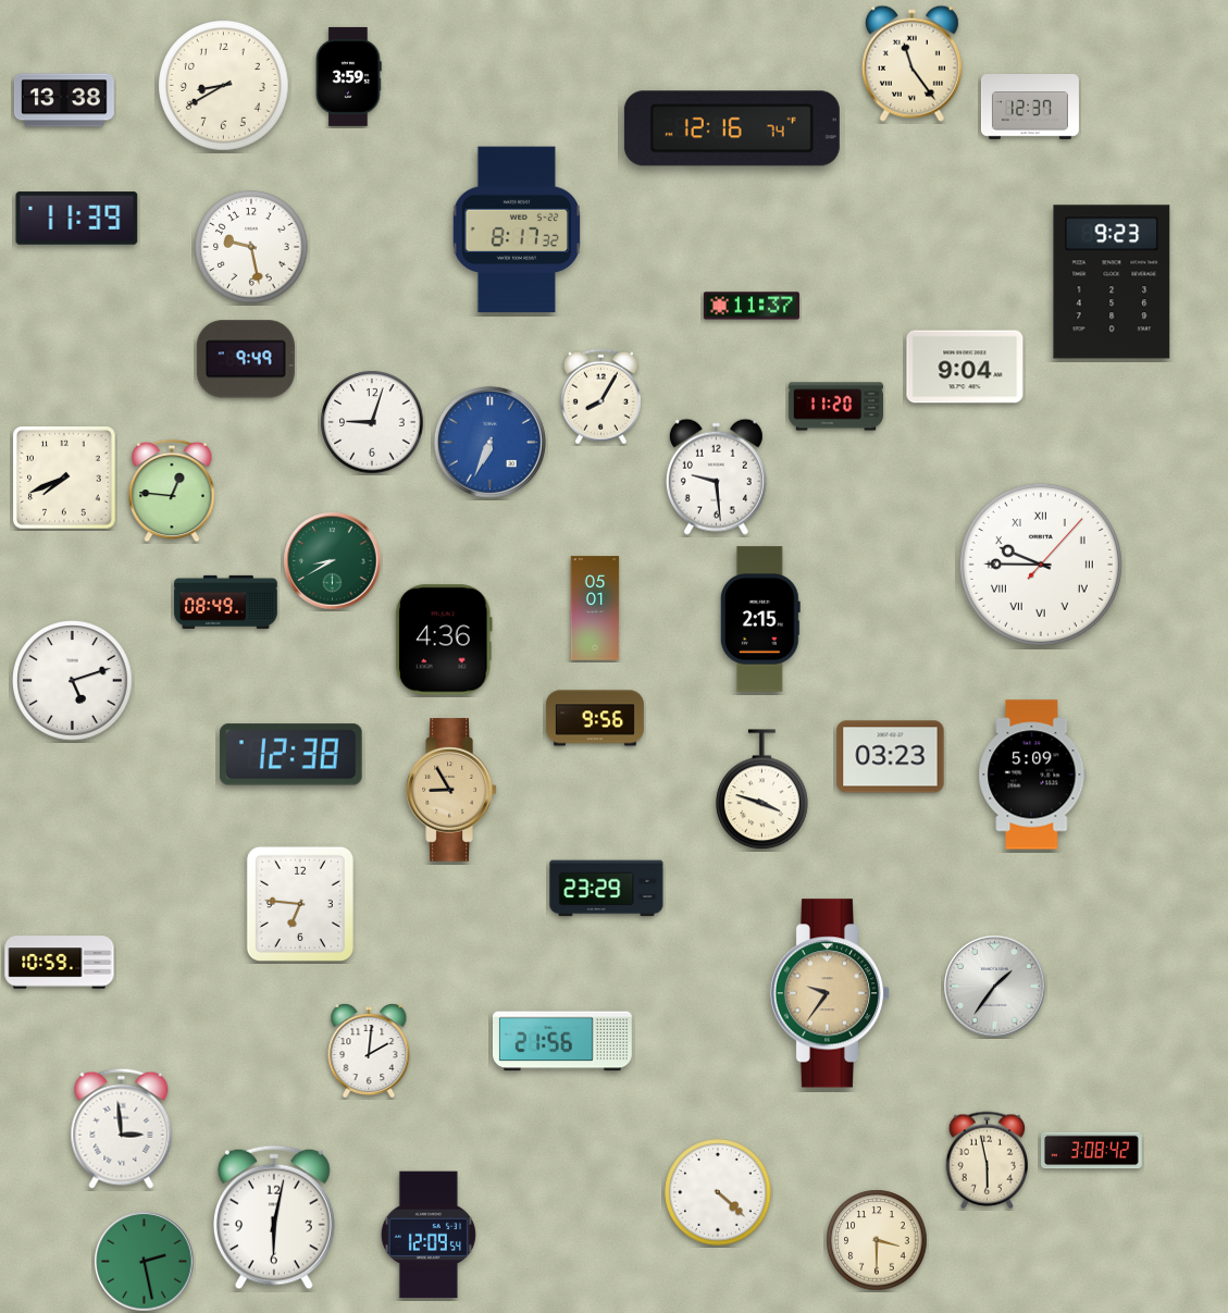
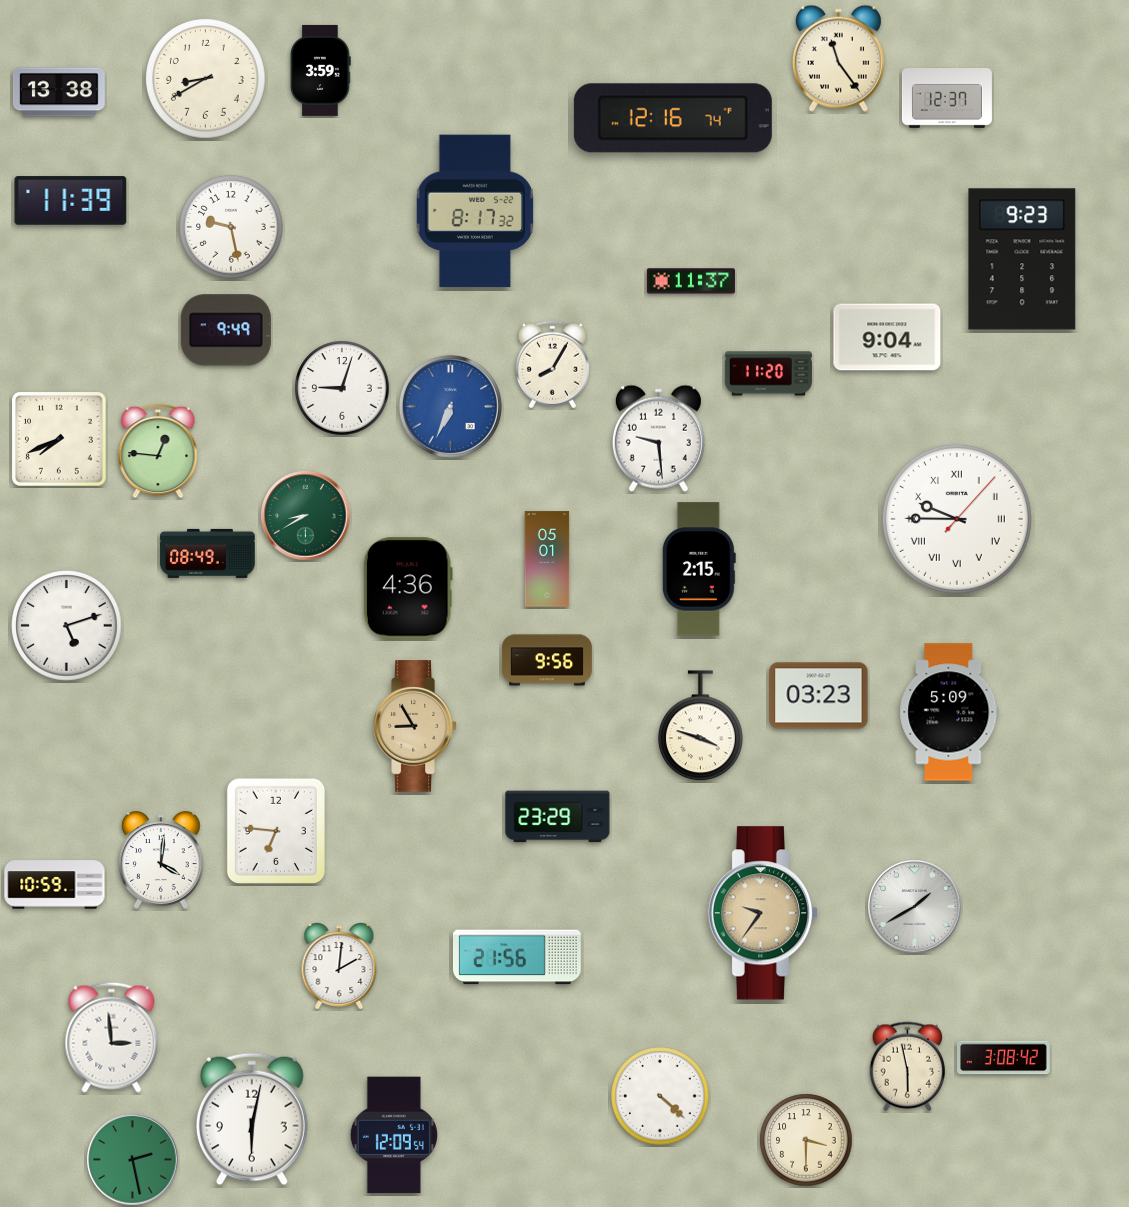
clock at (290, 755): 12:38 -> none
clock at (161, 860): none -> 4:01
clock at (995, 987): 1:36 -> 1:40
